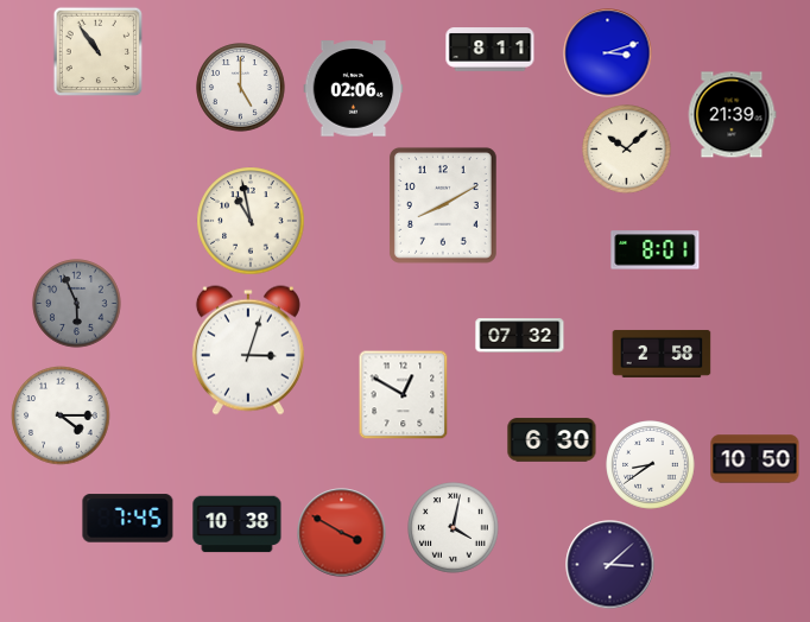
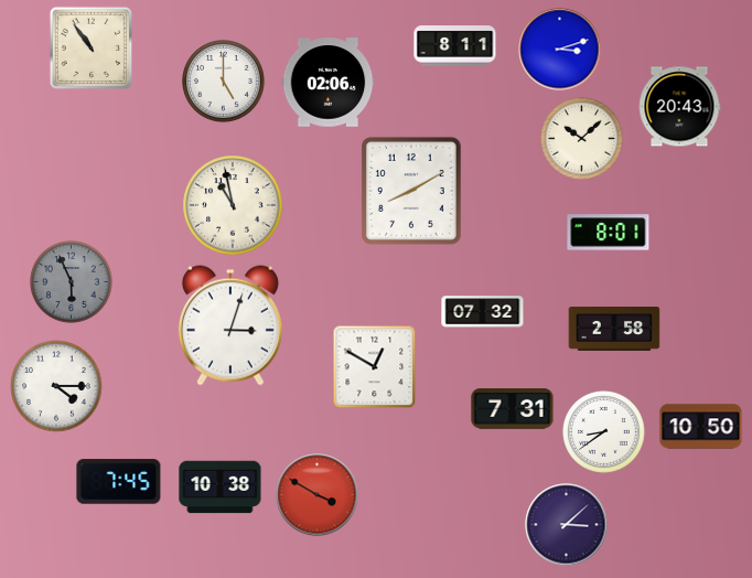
clock at (608, 53) position: (608, 53) -> (560, 50)
clock at (732, 115): 21:39 -> 20:43
clock at (552, 440): 6:30 -> 7:31
clock at (454, 528): 4:02 -> none
